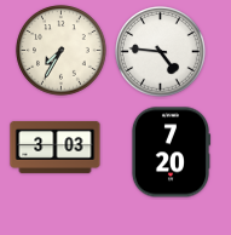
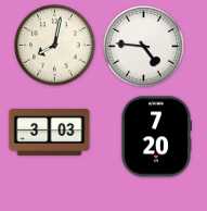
clock at (62, 51): 7:35 -> 8:02
clock at (169, 153) position: (169, 153) -> (155, 137)
